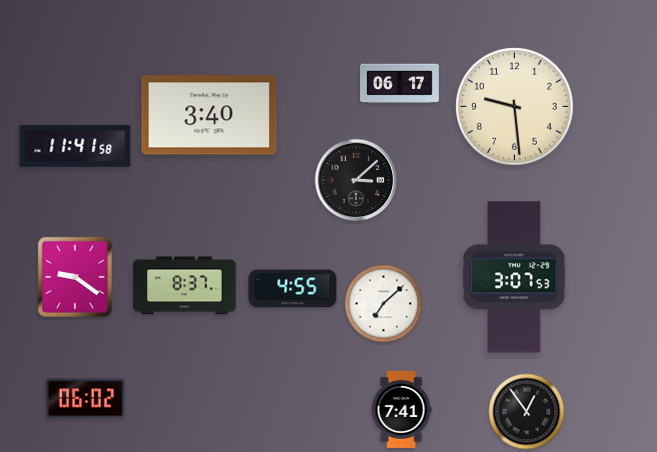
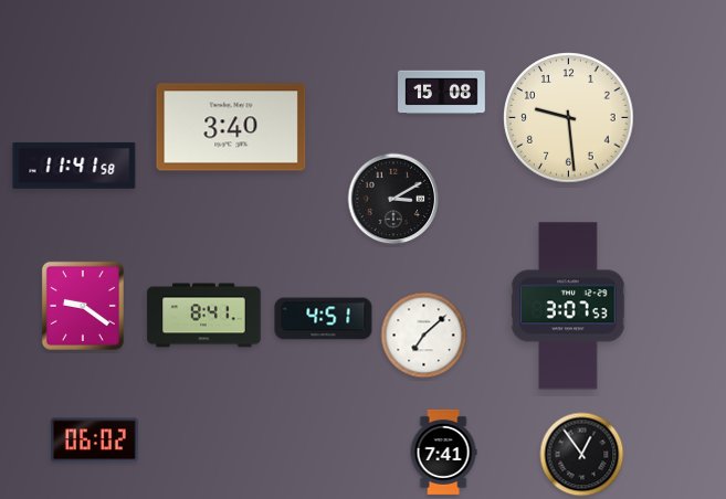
clock at (400, 84): 06:17 -> 15:08
clock at (75, 146) position: (75, 146) -> (74, 166)
clock at (356, 180): 3:08 -> 3:10
clock at (185, 286): 8:37 -> 8:41
clock at (293, 289): 4:55 -> 4:51
